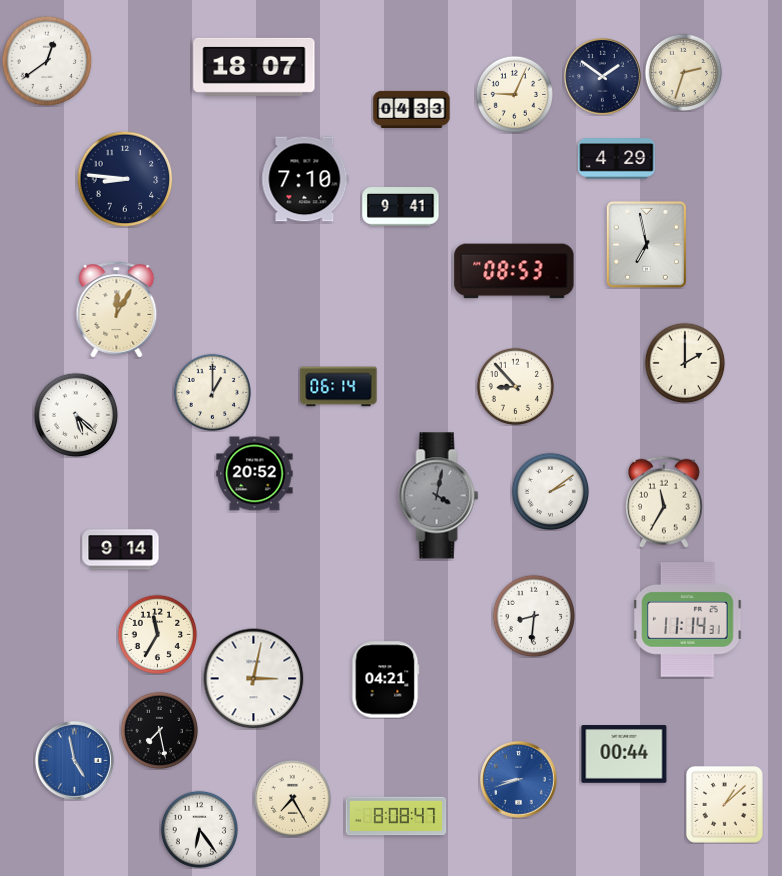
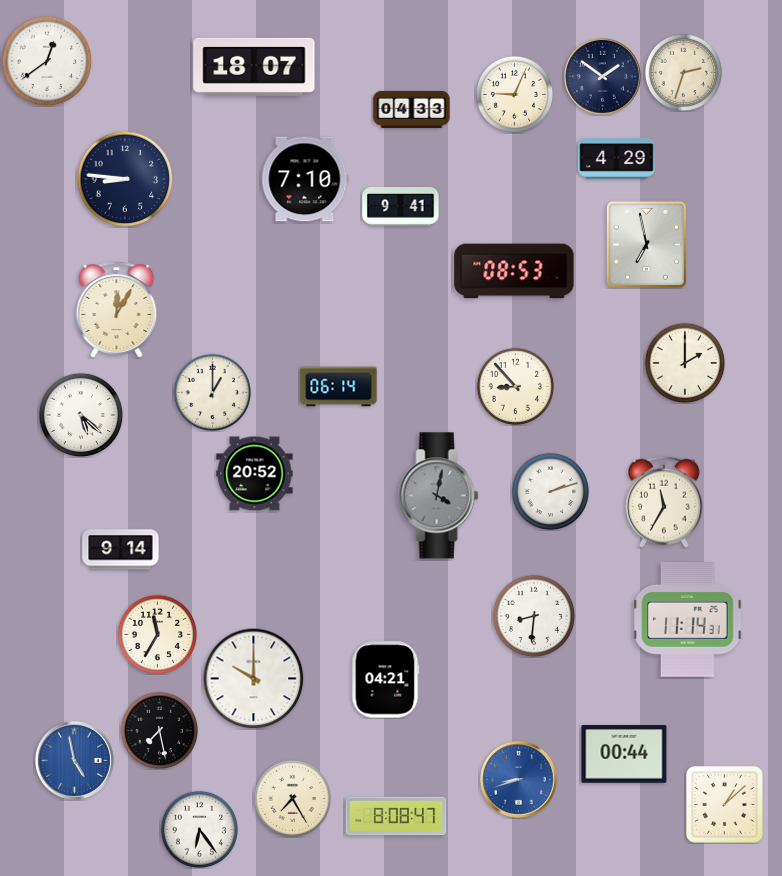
clock at (76, 415) position: (76, 415) -> (81, 415)
clock at (550, 491): 2:09 -> 2:12
clock at (254, 679): 3:02 -> 10:00
